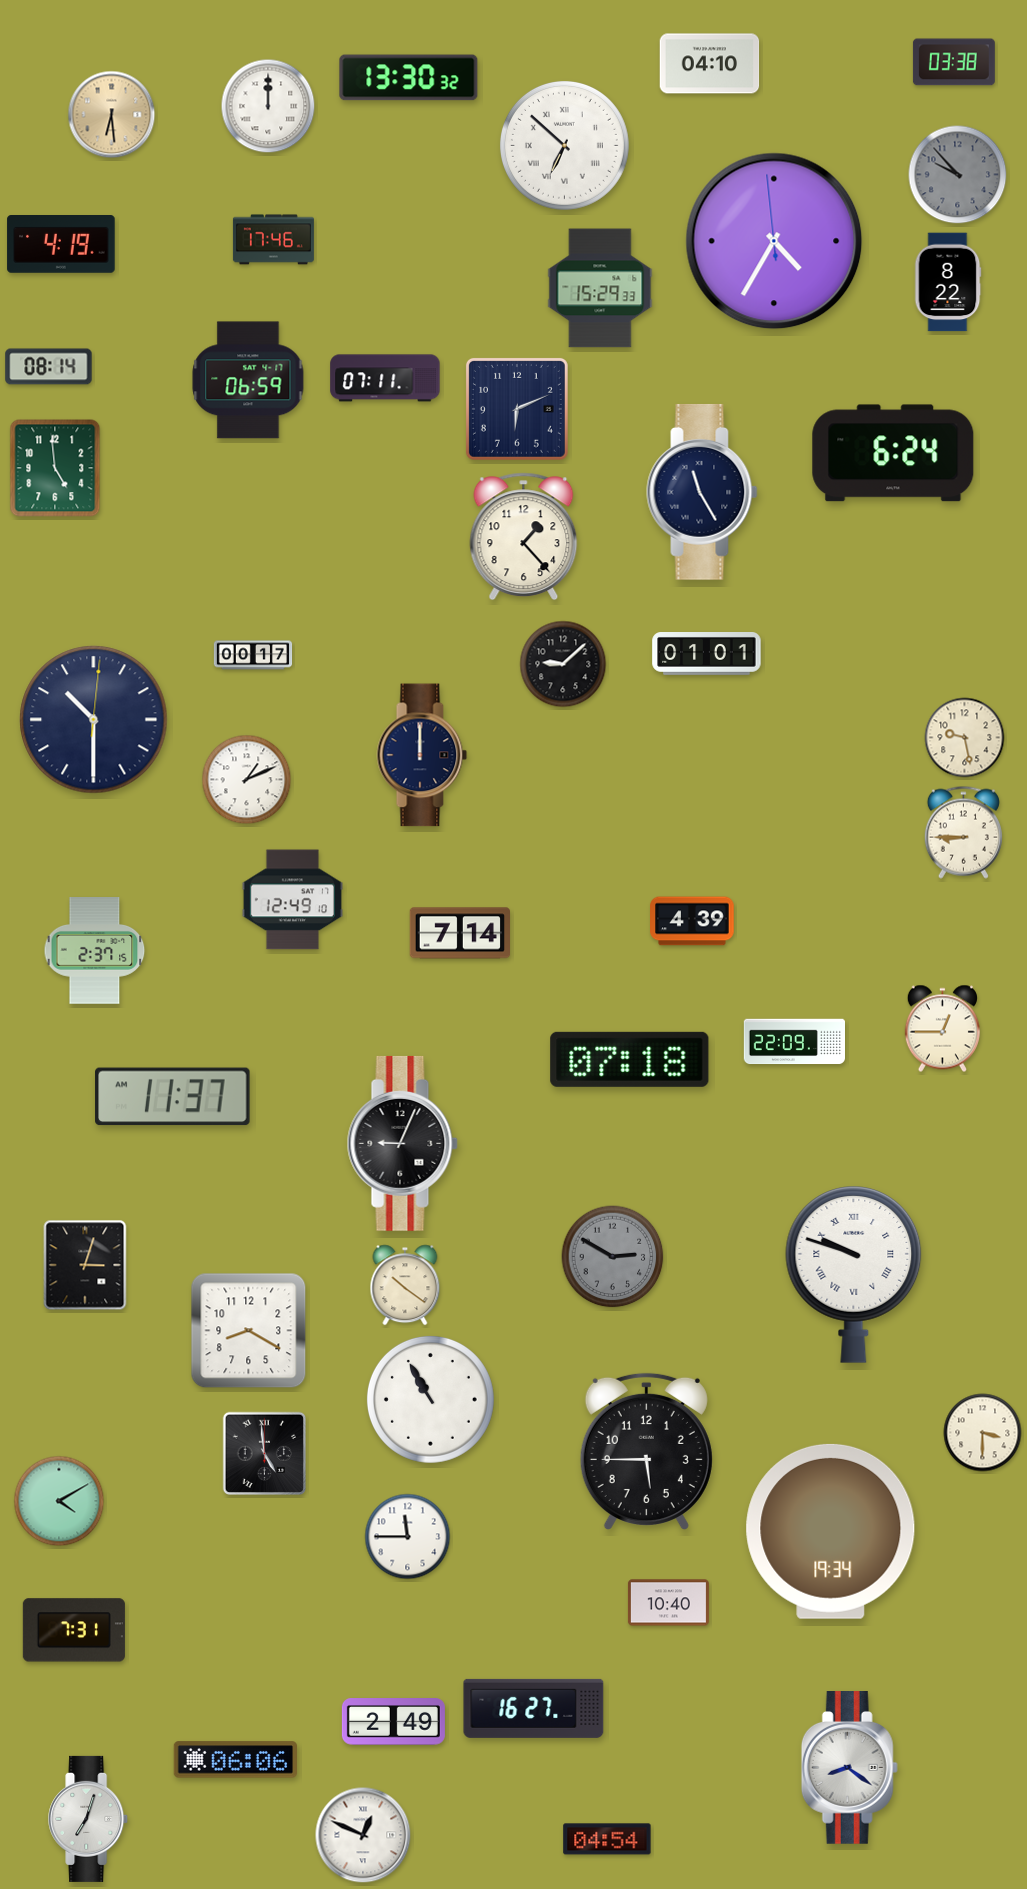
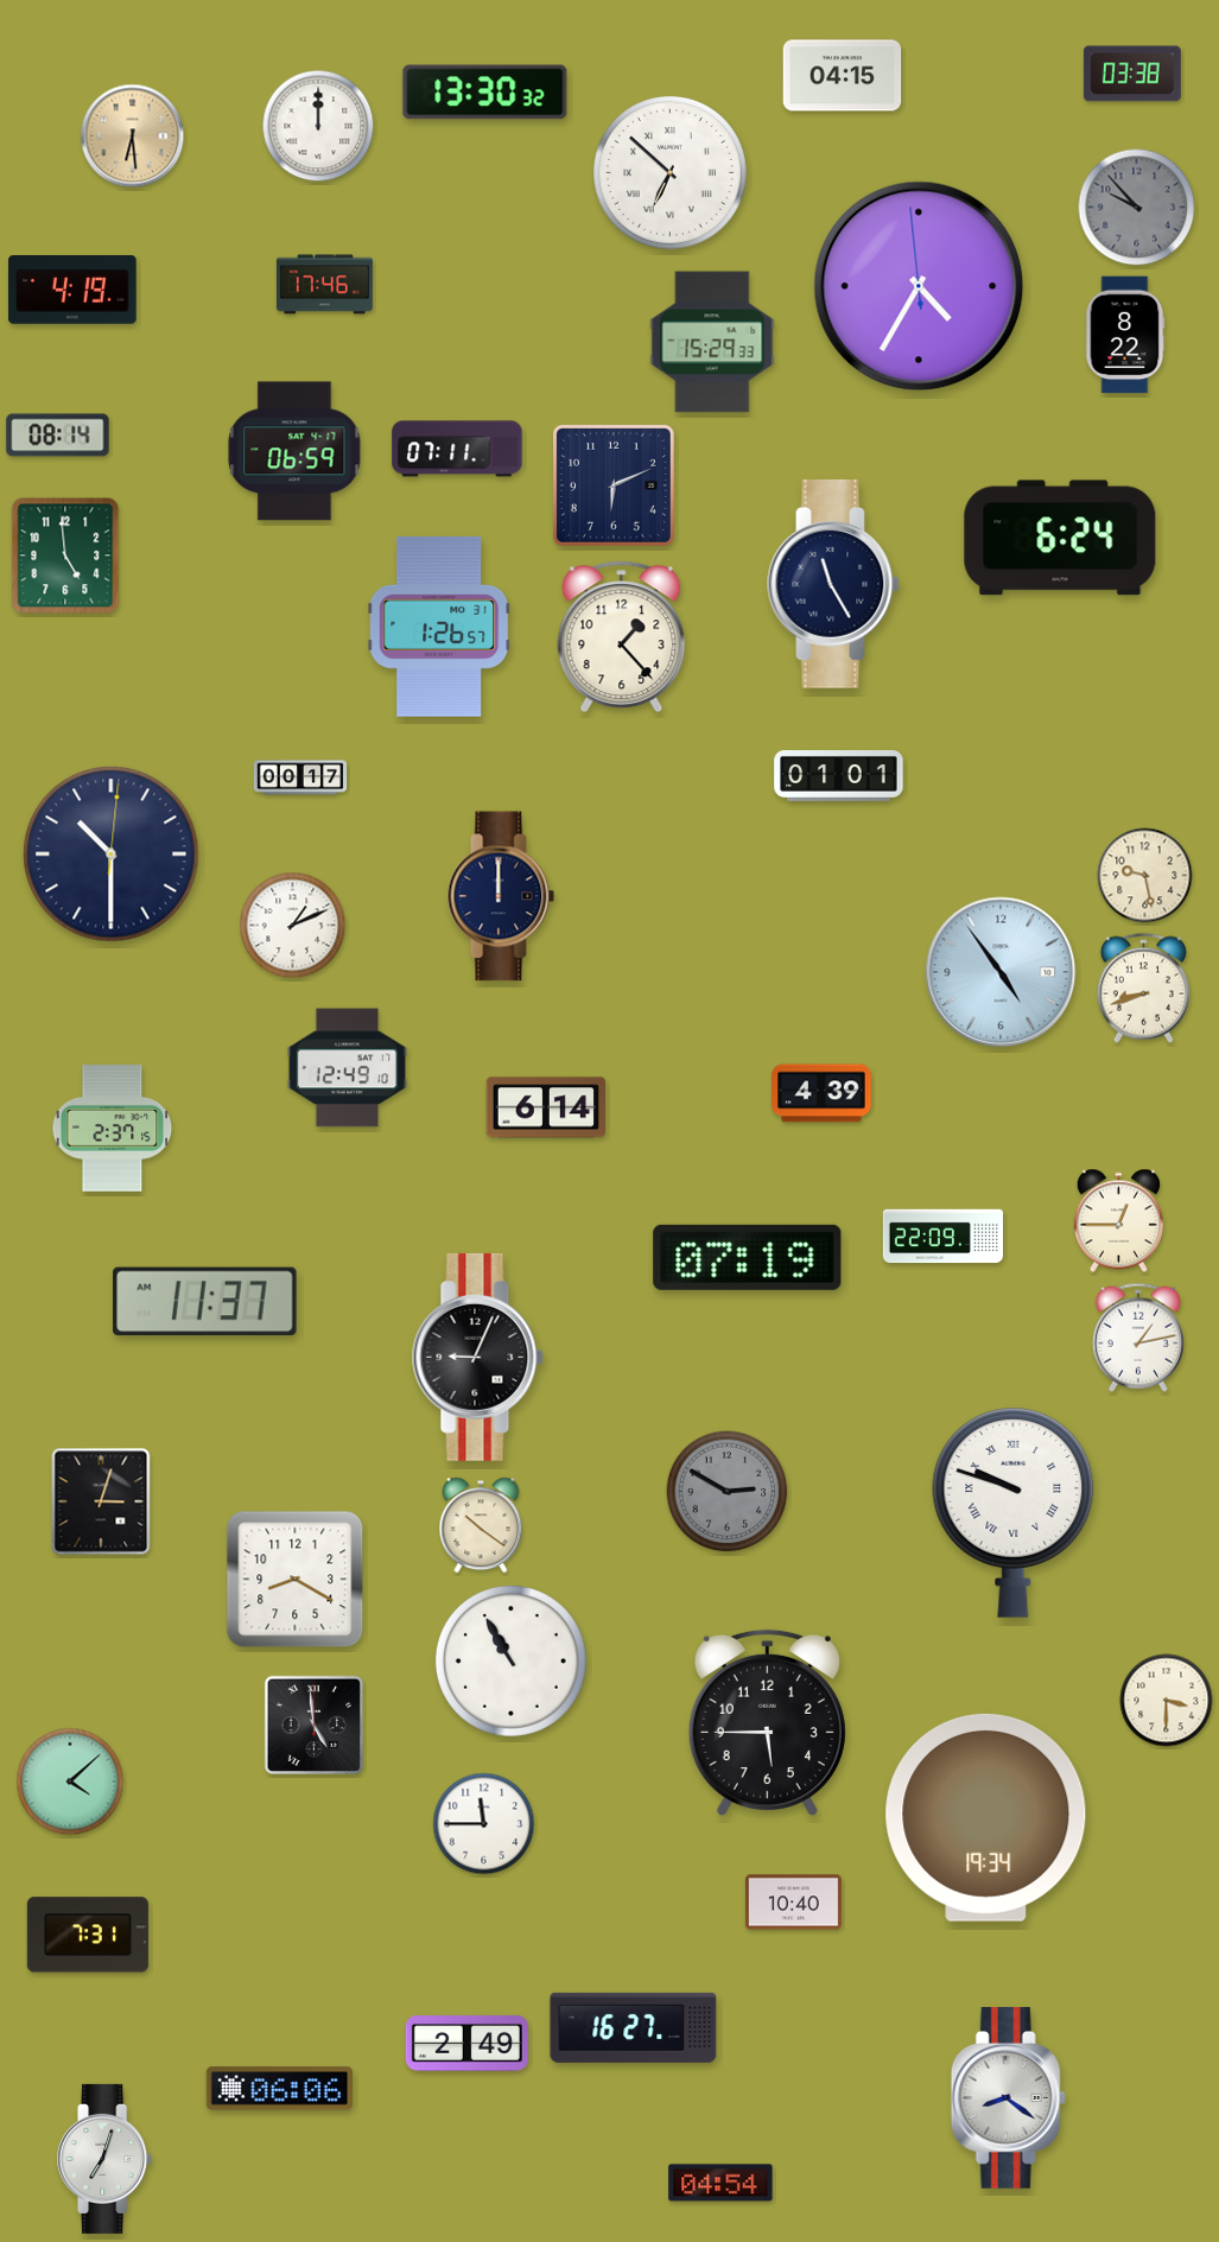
clock at (710, 64): 04:10 -> 04:15
clock at (439, 627): none -> 1:26
clock at (563, 664): 9:08 -> none
clock at (1001, 972): none -> 4:54
clock at (963, 832): 8:45 -> 8:42
clock at (459, 933): 7:14 -> 6:14
clock at (630, 1059): 07:18 -> 07:19
clock at (1138, 1338): none -> 1:13
clock at (59, 1501): 4:10 -> 4:08
clock at (363, 1835): 12:49 -> none
